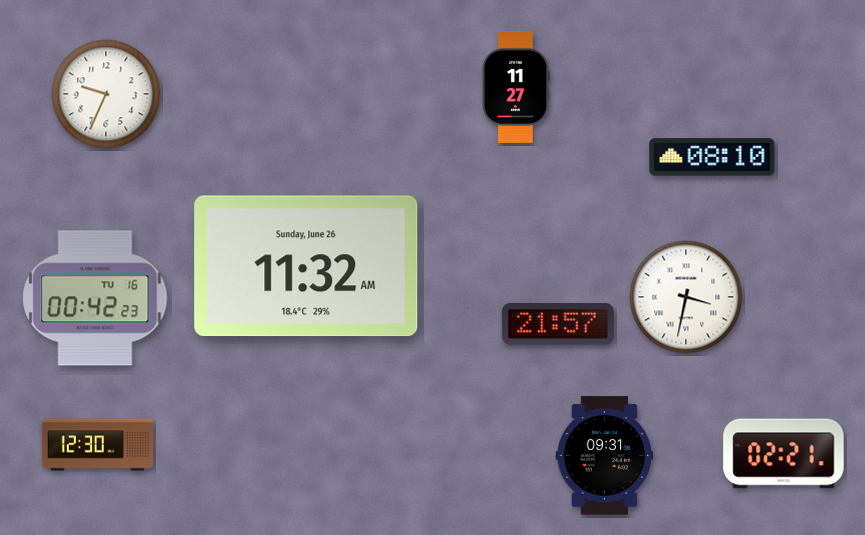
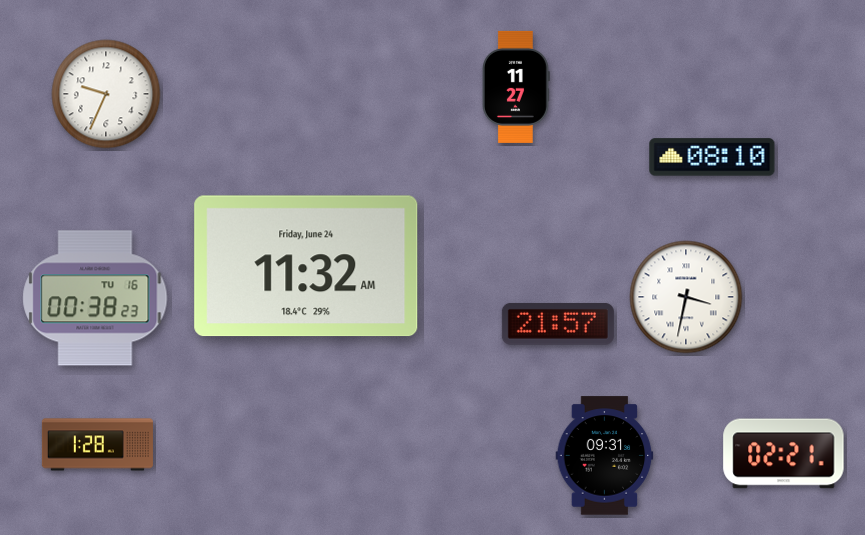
clock at (306, 266) date: Sunday, June 26 -> Friday, June 24
clock at (95, 298): 00:42 -> 00:38
clock at (97, 445): 12:30 -> 1:28
